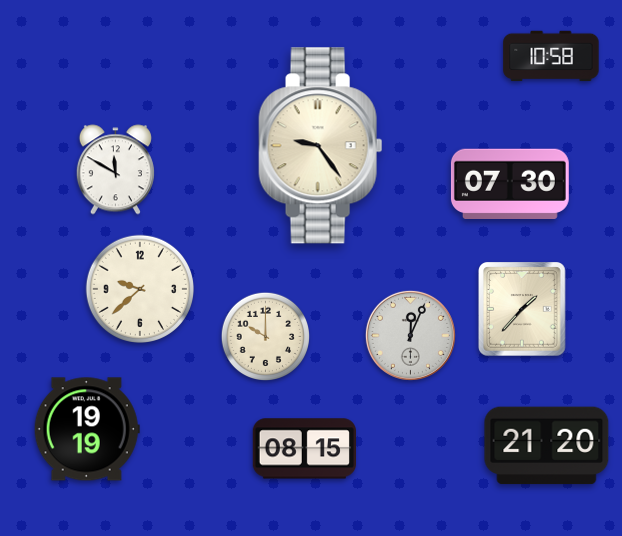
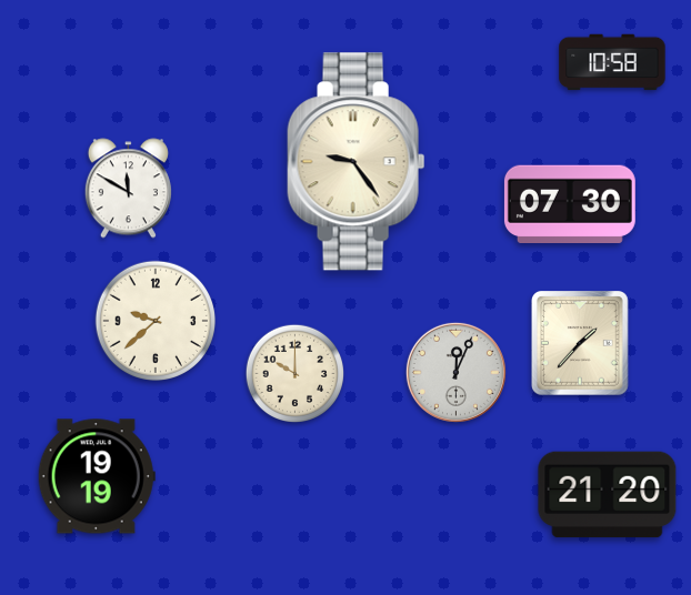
clock at (510, 183) position: (510, 183) -> (570, 203)
clock at (304, 449): 08:15 -> none
